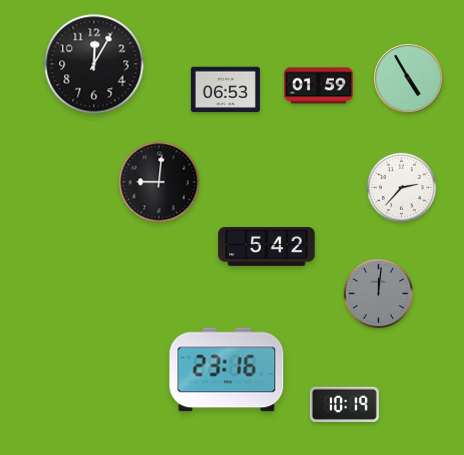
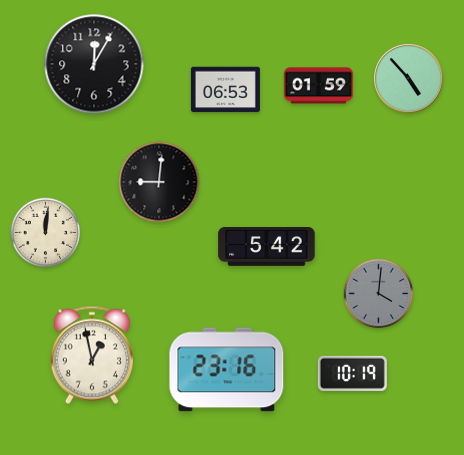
clock at (409, 79): 4:55 -> 4:53
clock at (402, 188): 2:37 -> none
clock at (46, 233): none -> 12:01
clock at (379, 294): 12:01 -> 4:01
clock at (92, 355): none -> 12:58
clock at (344, 404) position: (344, 404) -> (352, 373)
